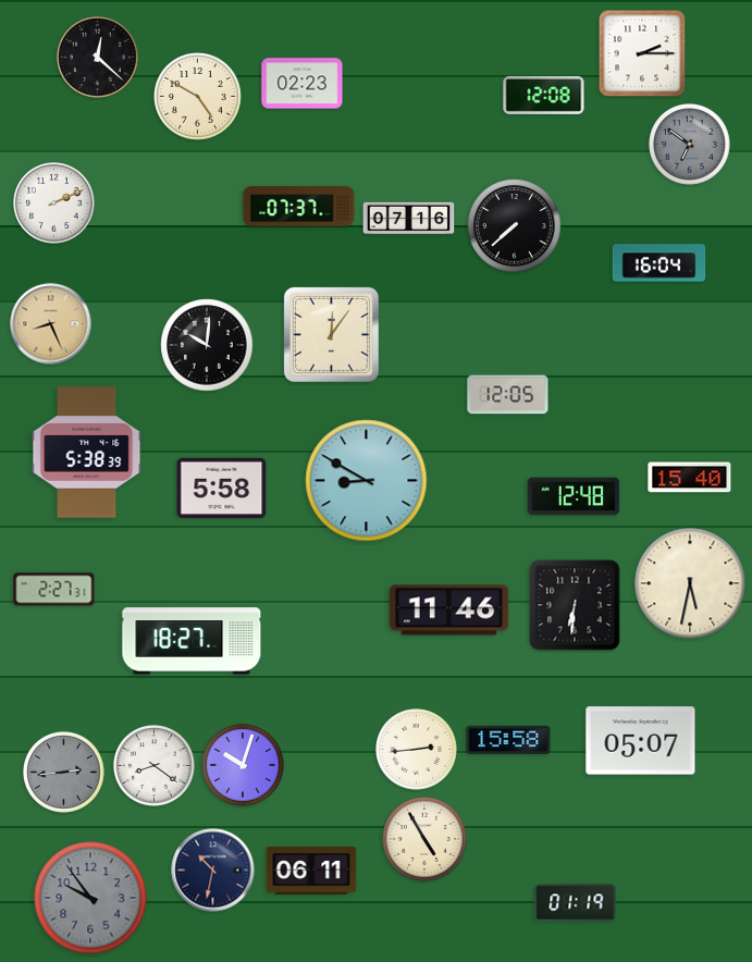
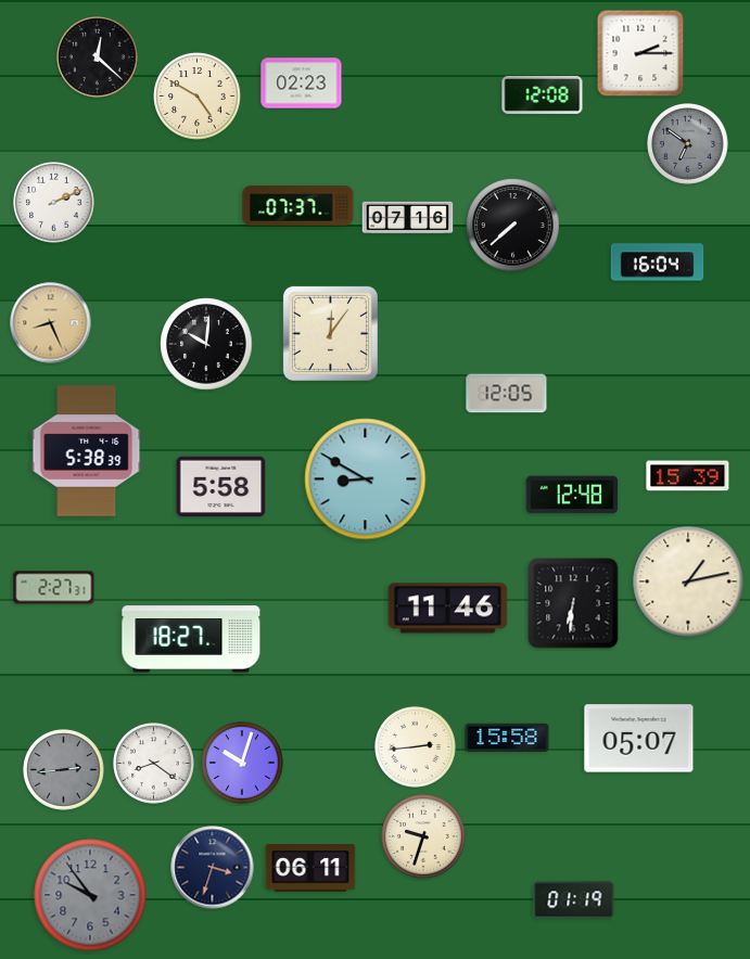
clock at (690, 478): 15:40 -> 15:39
clock at (690, 583): 5:32 -> 1:13
clock at (424, 839): 4:55 -> 9:33
clock at (213, 871): 10:32 -> 3:33
